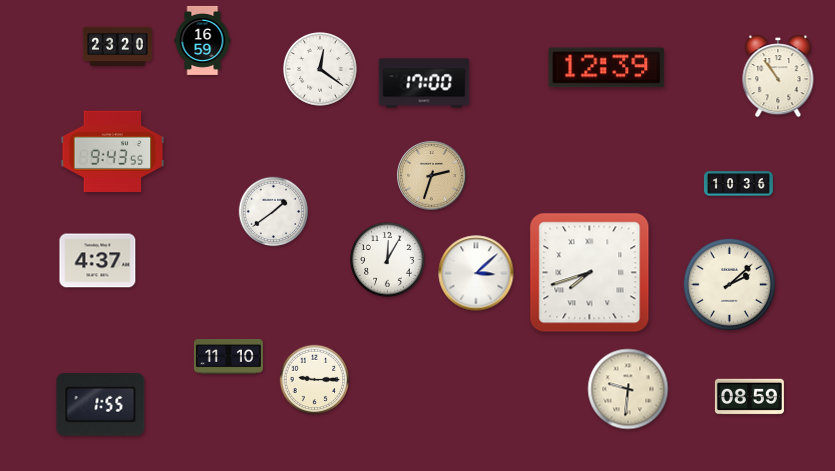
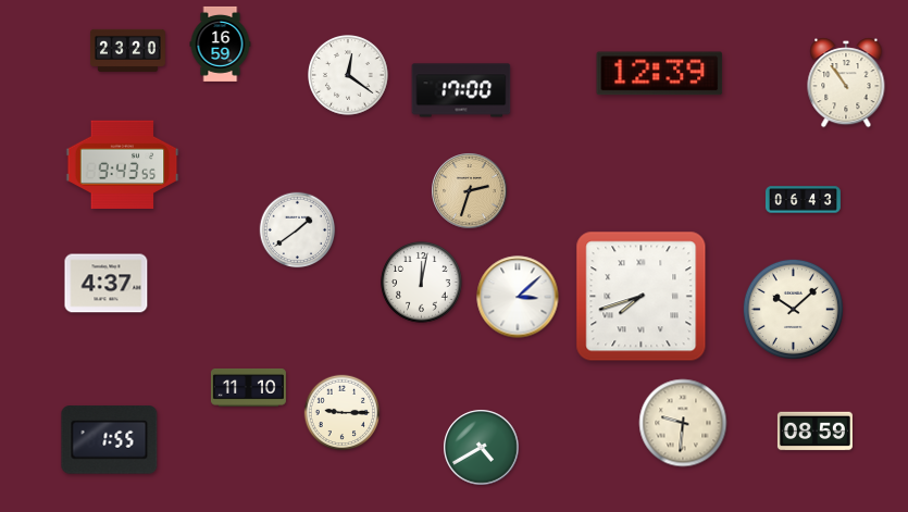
clock at (738, 184): 10:36 -> 06:43
clock at (388, 260): 12:05 -> 12:02
clock at (729, 284): 2:08 -> 10:08
clock at (482, 448): none -> 4:40
